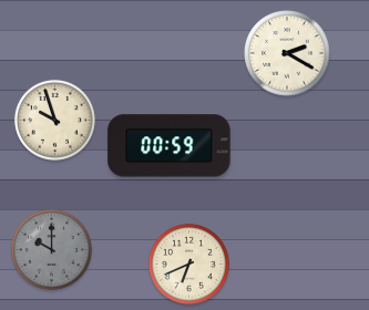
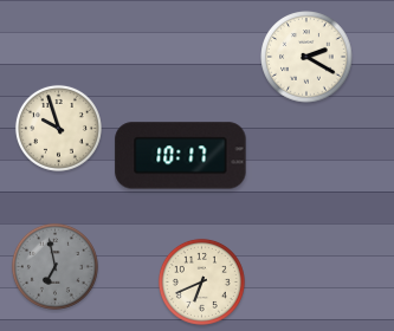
clock at (170, 146): 00:59 -> 10:17
clock at (51, 249): 10:00 -> 6:58
